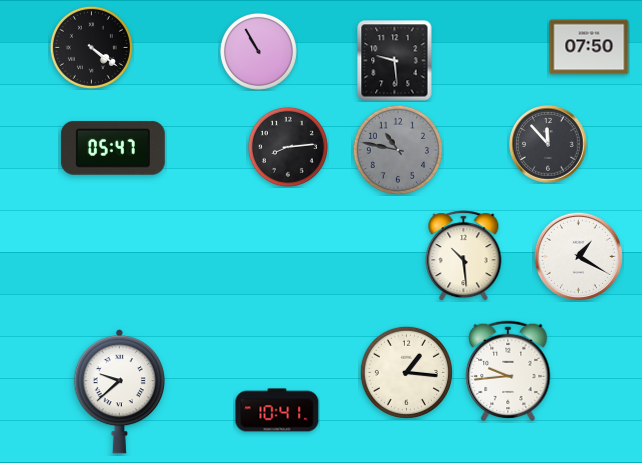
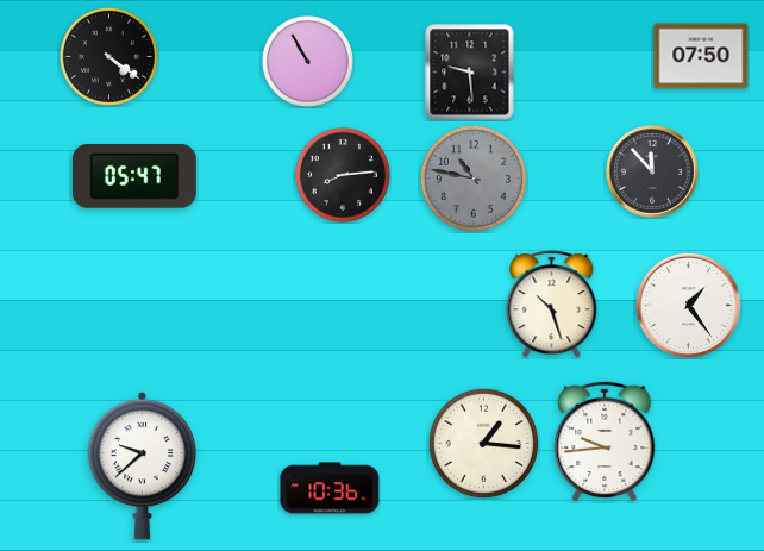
clock at (464, 256): 10:29 -> 10:27
clock at (578, 256): 1:20 -> 1:24
clock at (277, 410): 10:41 -> 10:36
